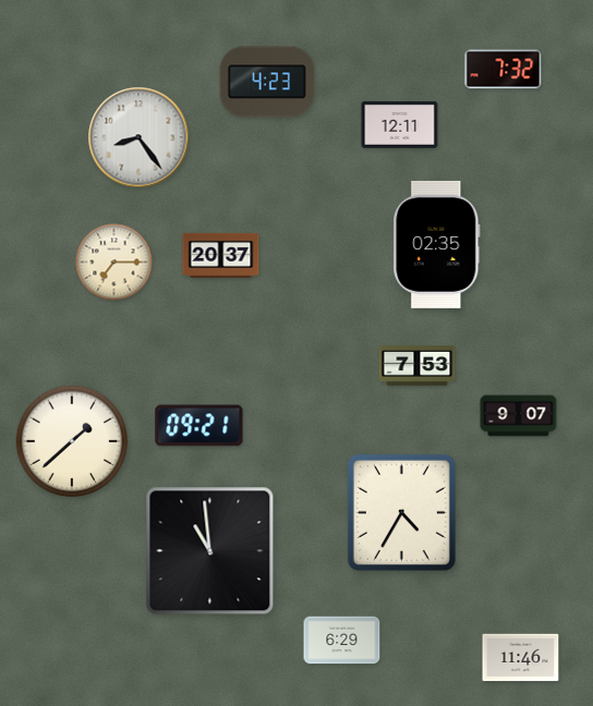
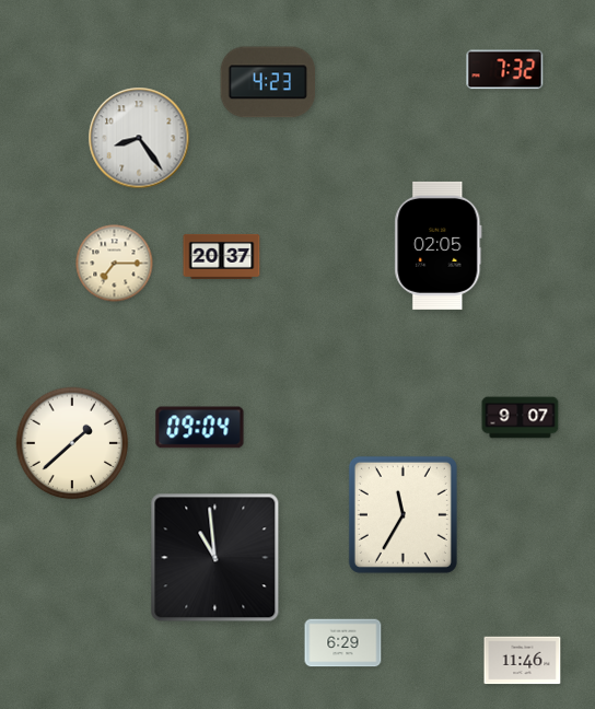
clock at (400, 124): 12:11 -> none
clock at (437, 244): 02:35 -> 02:05
clock at (417, 366): 7:53 -> none
clock at (199, 426): 09:21 -> 09:04
clock at (401, 512): 4:35 -> 11:35
clock at (210, 551) position: (210, 551) -> (215, 558)
